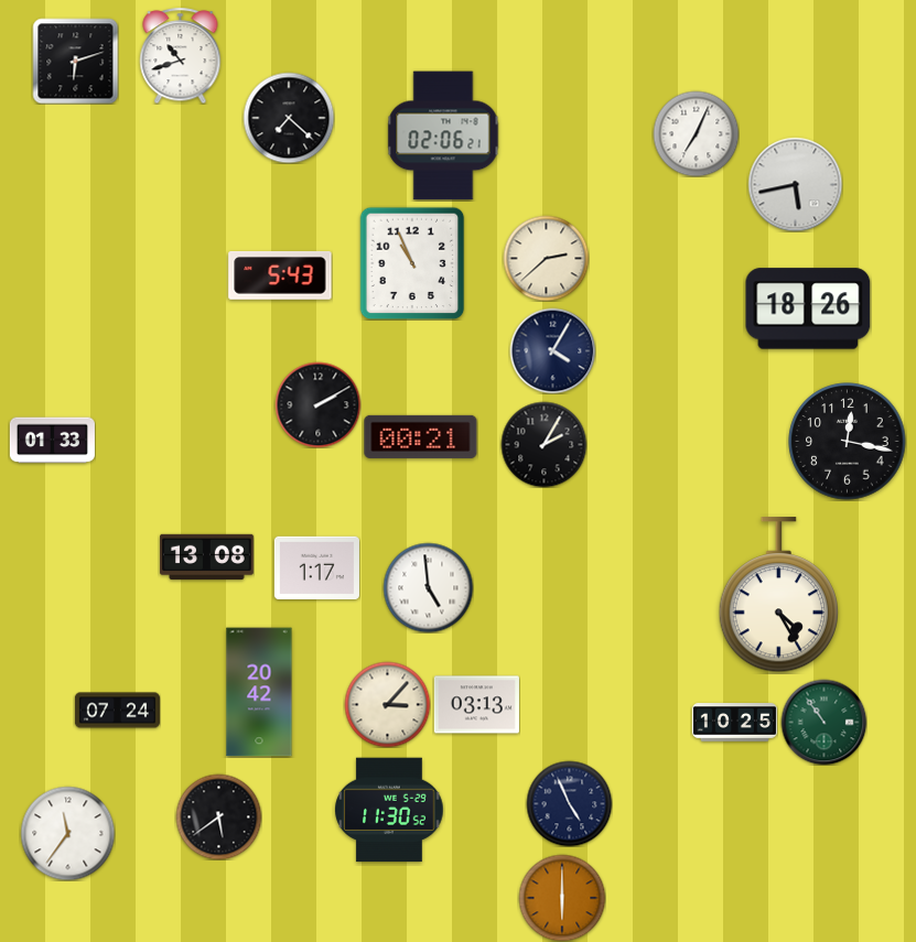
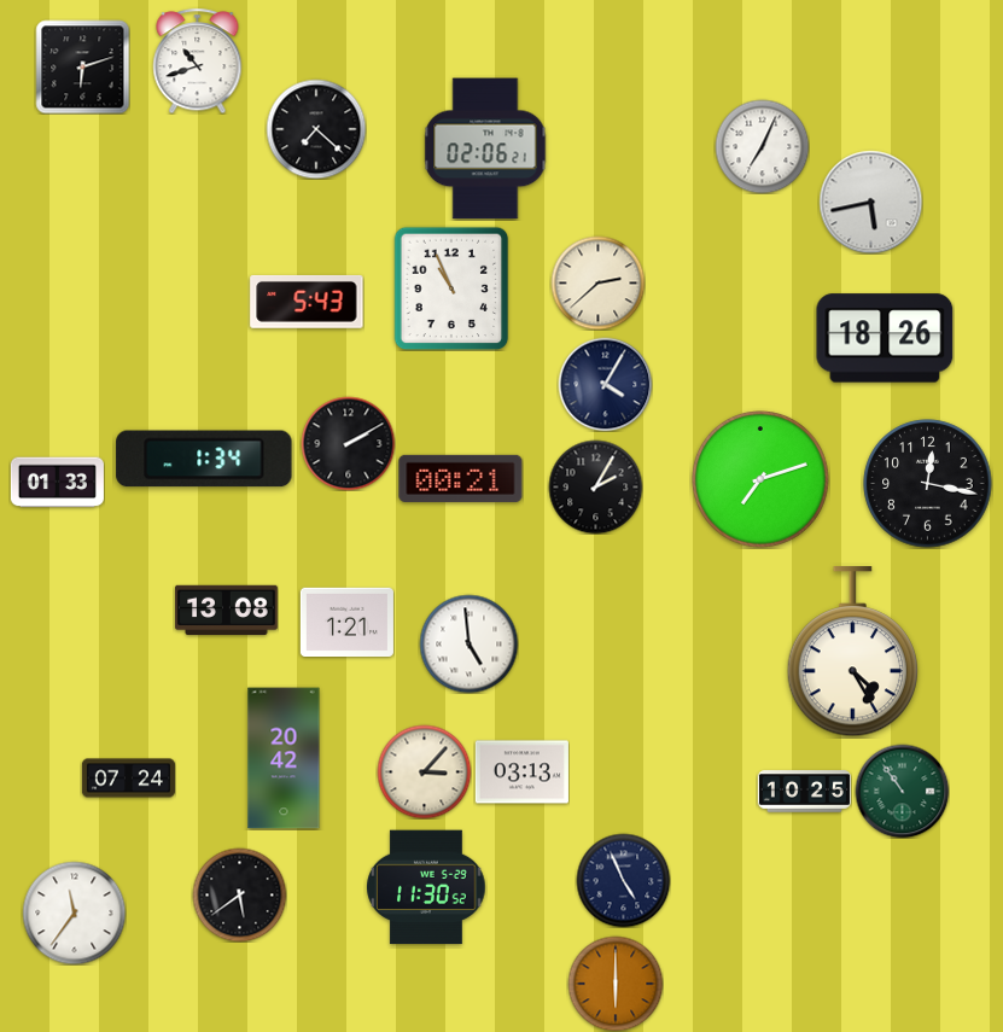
clock at (204, 459): none -> 1:34
clock at (762, 480): none -> 7:12
clock at (316, 567): 1:17 -> 1:21
